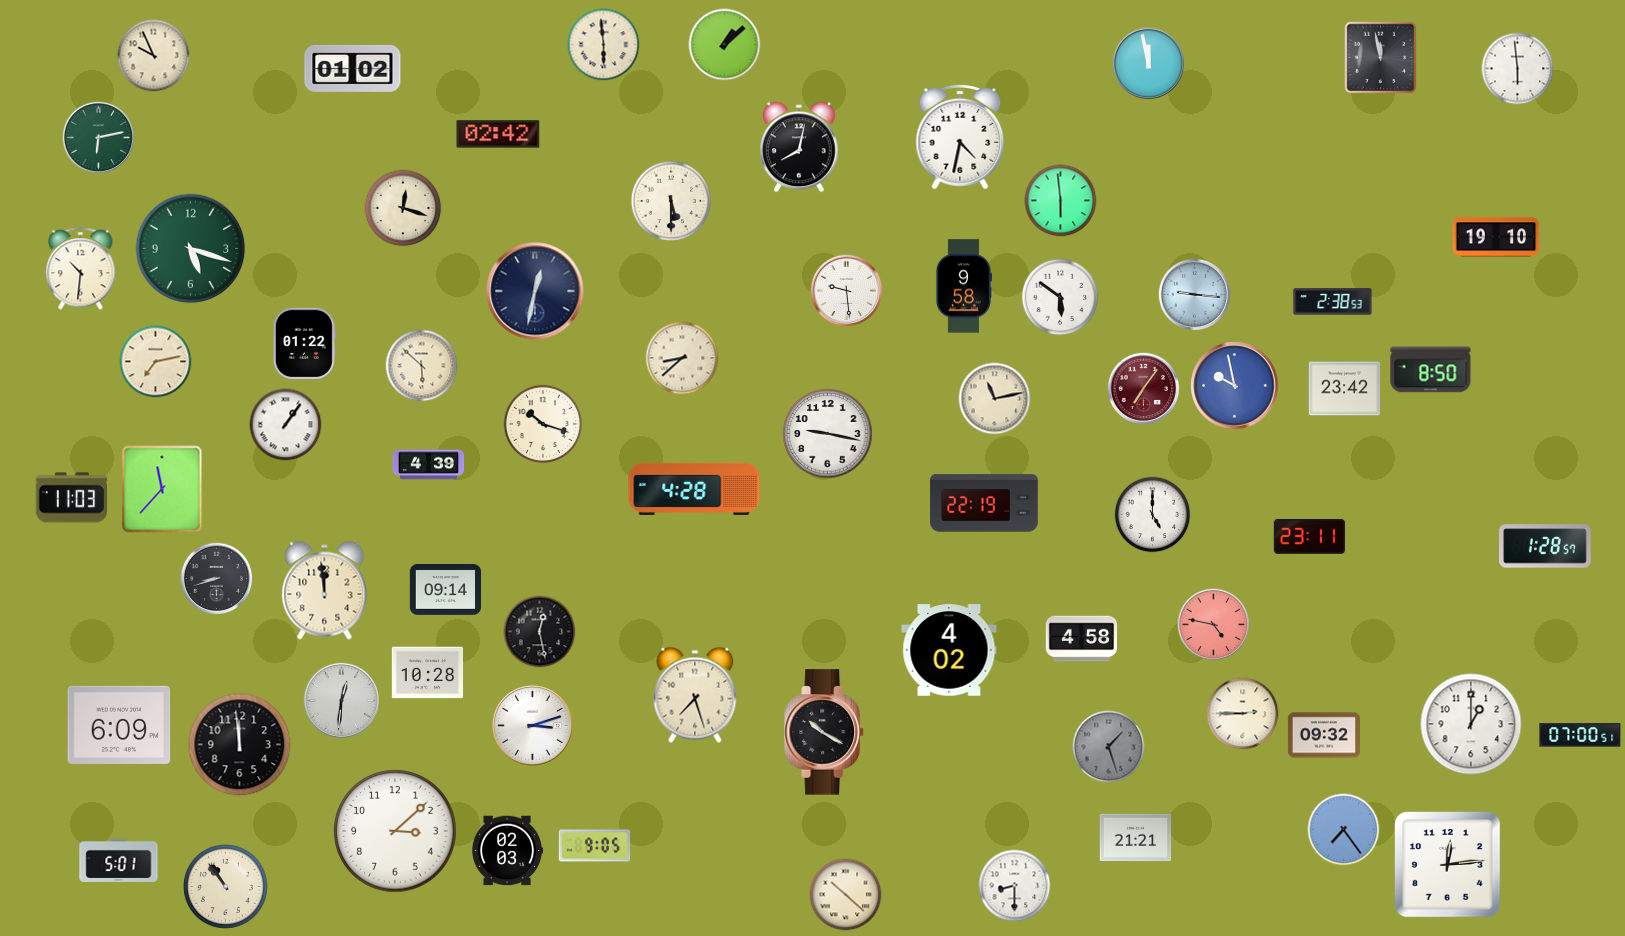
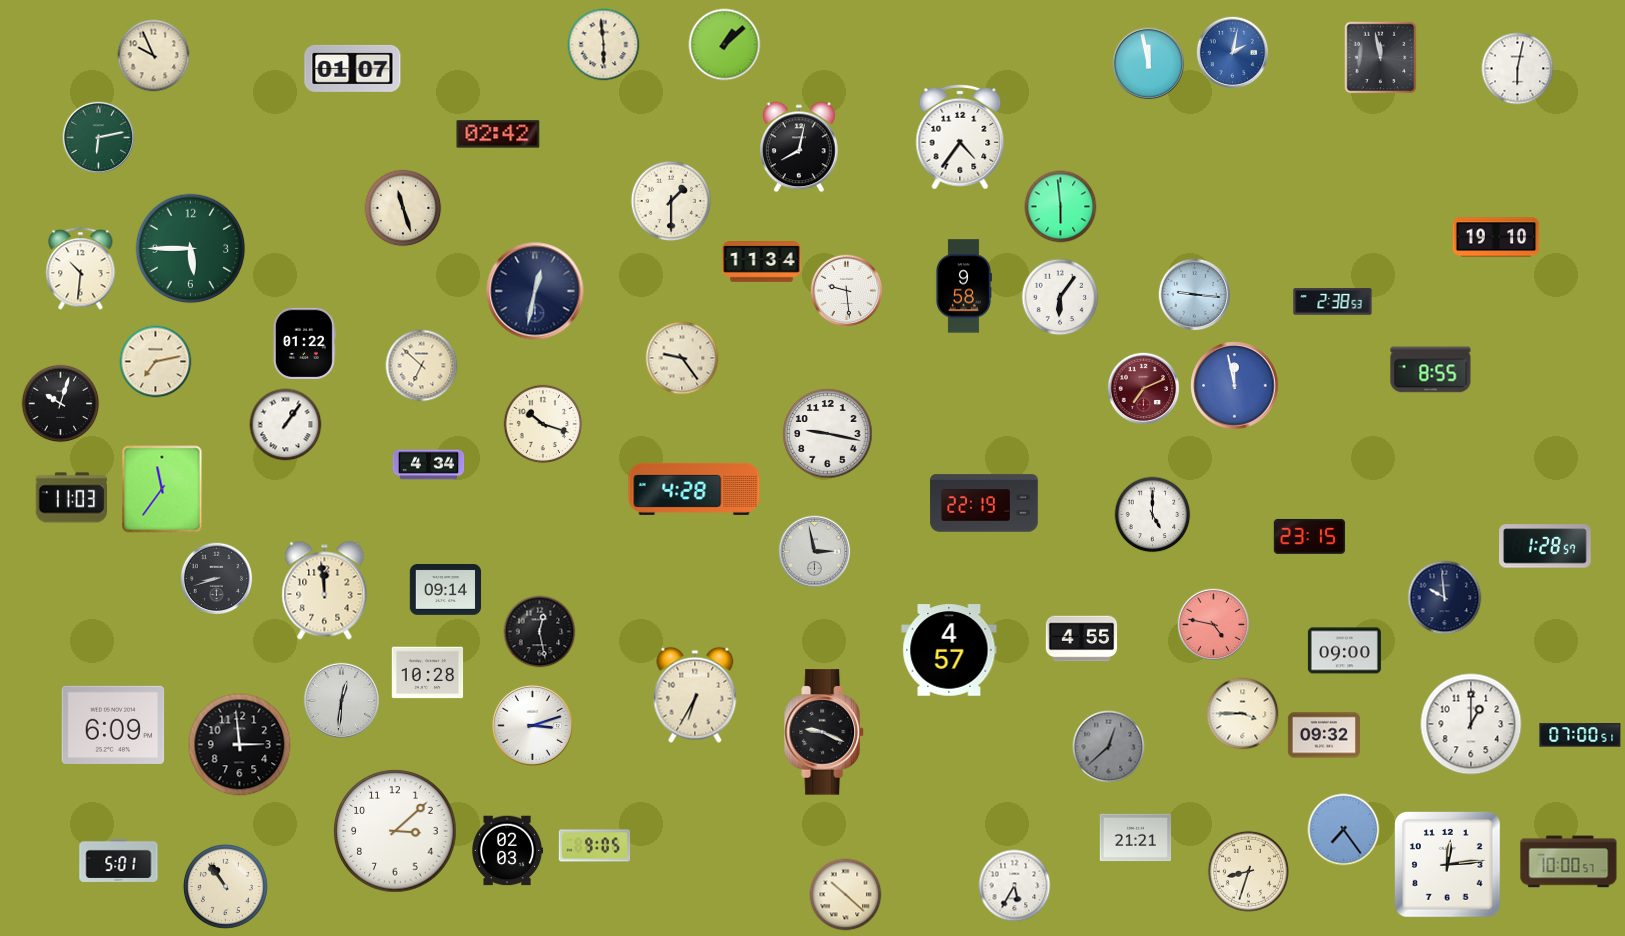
clock at (1233, 53): none -> 2:02
clock at (353, 68): 01:02 -> 01:07
clock at (1518, 69): 5:59 -> 6:02
clock at (960, 137): 4:32 -> 4:36
clock at (670, 200): 5:30 -> 1:30
clock at (1061, 201) position: (1061, 201) -> (1061, 207)
clock at (403, 208): 12:18 -> 11:27
clock at (191, 249): 5:18 -> 5:45
clock at (762, 262): none -> 11:34
clock at (1060, 297): 5:51 -> 6:06
clock at (682, 358): 8:38 -> 9:24
clock at (422, 366): 5:52 -> 6:52
clock at (1431, 370): 8:50 -> 8:55
clock at (1235, 386): 9:58 -> 11:58
clock at (1144, 389): 7:06 -> 7:11
clock at (1345, 389): 23:42 -> none
clock at (995, 399): 11:13 -> none
clock at (61, 404): none -> 10:03
clock at (429, 465): 4:39 -> 4:34
clock at (162, 489): 11:37 -> 11:36
clock at (1310, 536): 23:11 -> 23:15
clock at (815, 552): none -> 2:58
clock at (1445, 598): none -> 9:59
clock at (1082, 639): 4:58 -> 4:55
clock at (949, 650): 4:02 -> 4:57
clock at (1344, 651): none -> 09:00
clock at (695, 695): 7:27 -> 6:35
clock at (1243, 714): 2:45 -> 3:45
clock at (119, 725) position: (119, 725) -> (113, 725)
clock at (824, 732): 10:20 -> 9:19
clock at (240, 745): 11:59 -> 2:59
clock at (1109, 747): 1:27 -> 12:38
clock at (1569, 862): none -> 10:00
clock at (1248, 871): none -> 8:33
clock at (1015, 886): 8:30 -> 5:35
